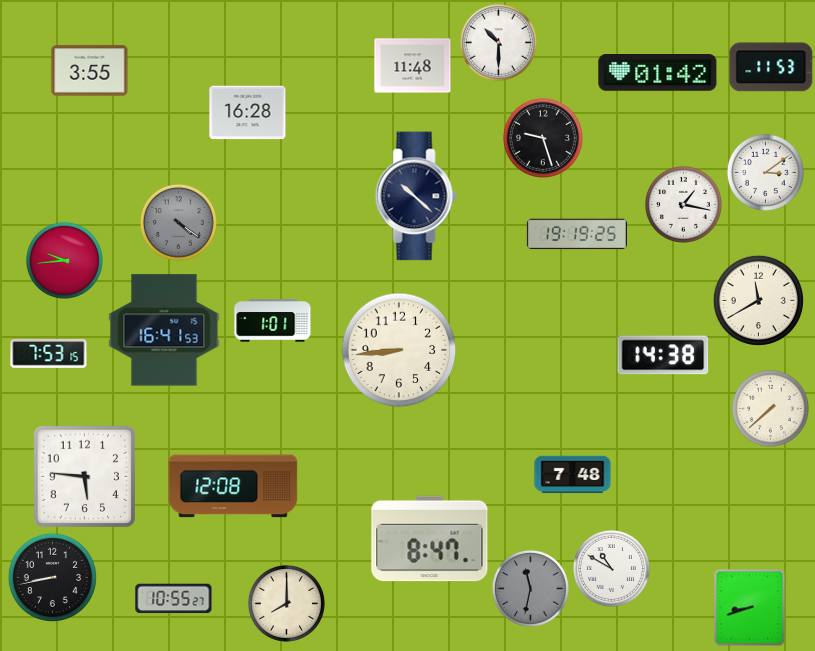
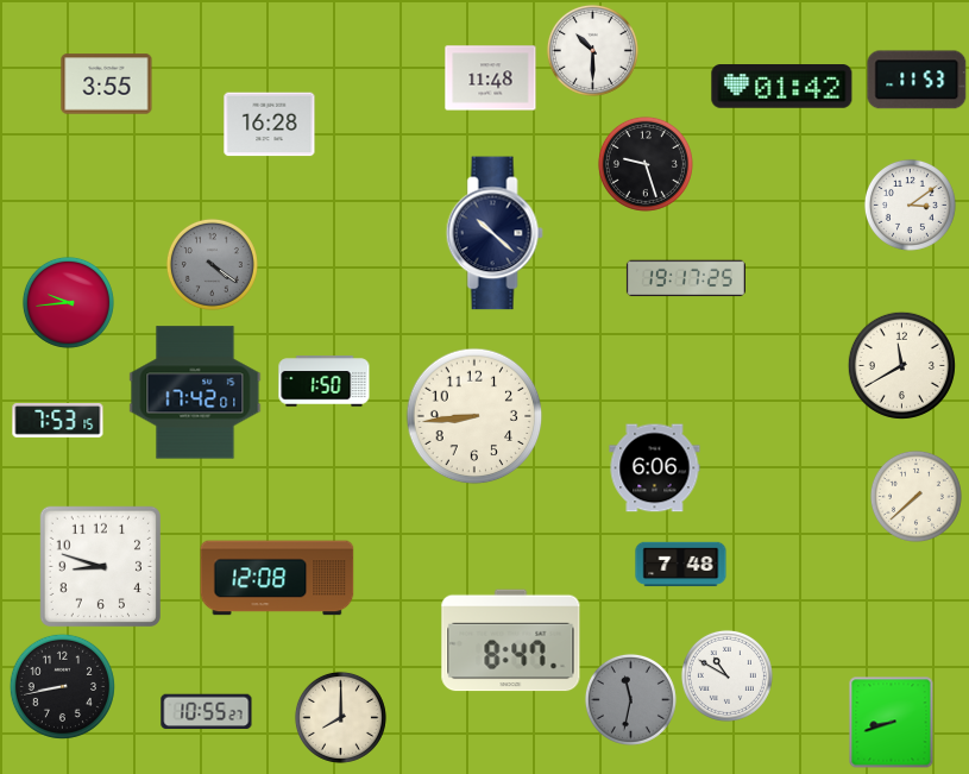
clock at (248, 113) position: (248, 113) -> (270, 125)
clock at (683, 204): 1:17 -> none
clock at (577, 234): 19:19 -> 19:17
clock at (64, 260) position: (64, 260) -> (68, 302)
clock at (758, 300) position: (758, 300) -> (901, 365)
clock at (273, 321): 1:01 -> 1:50
clock at (164, 330): 16:41 -> 17:42
clock at (663, 355): 14:38 -> none
clock at (655, 468): none -> 6:06
clock at (770, 408) position: (770, 408) -> (915, 496)
clock at (84, 476): 5:46 -> 8:48
